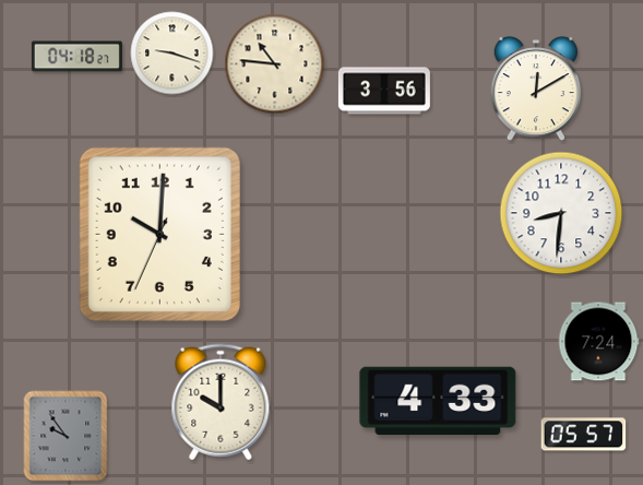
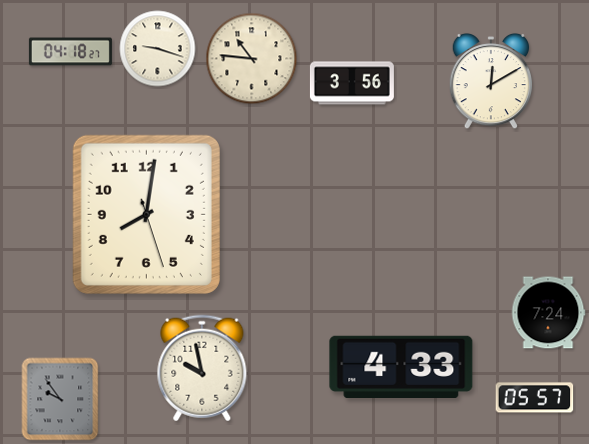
clock at (561, 213): 8:31 -> none
clock at (159, 234): 10:00 -> 8:01
clock at (221, 402): 10:00 -> 9:58
